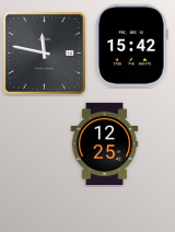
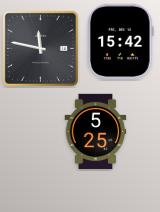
clock at (105, 144): 12:25 -> 5:25
